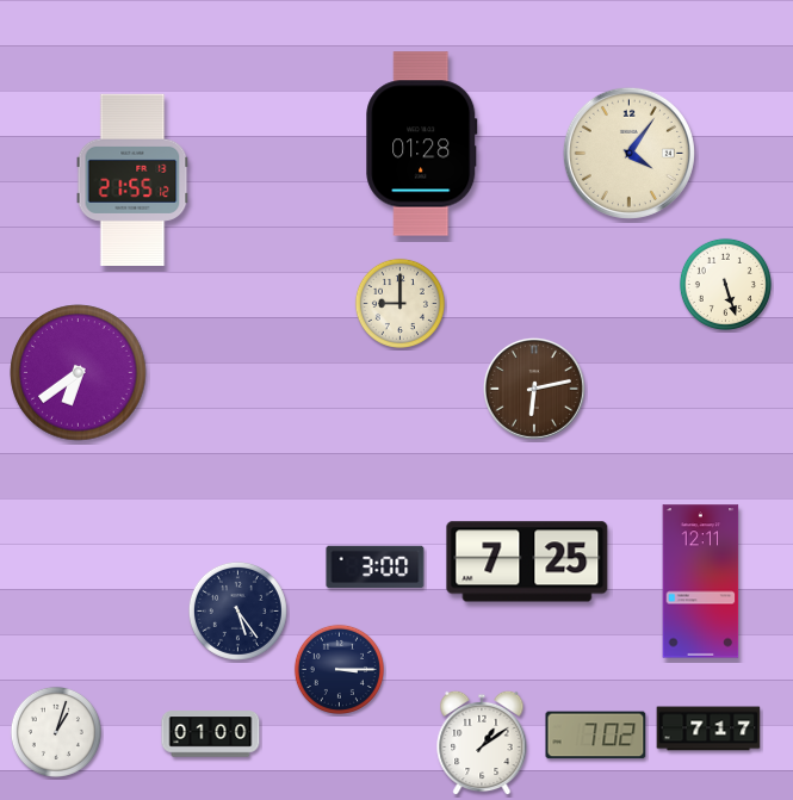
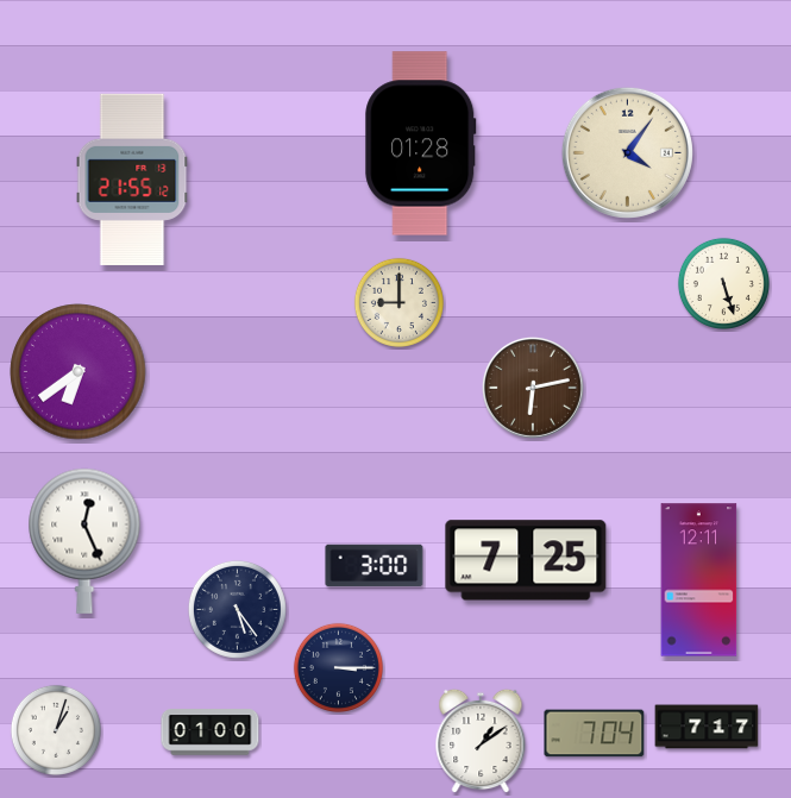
clock at (84, 541): none -> 12:26
clock at (596, 736): 7:02 -> 7:04
